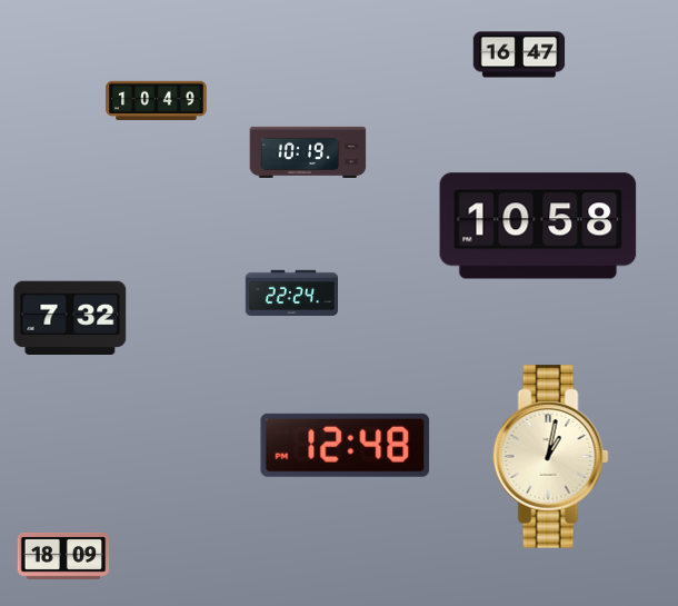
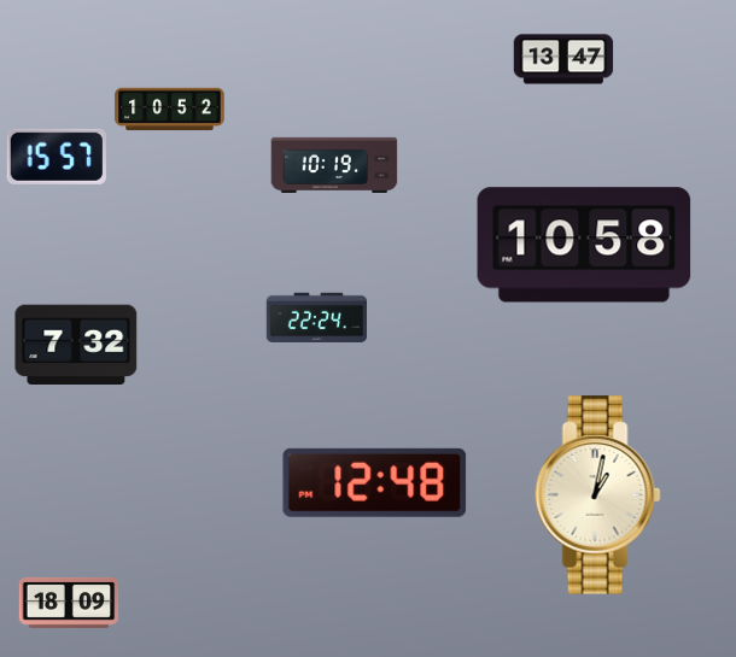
clock at (519, 54): 16:47 -> 13:47
clock at (157, 101): 10:49 -> 10:52
clock at (57, 157): none -> 15:57
